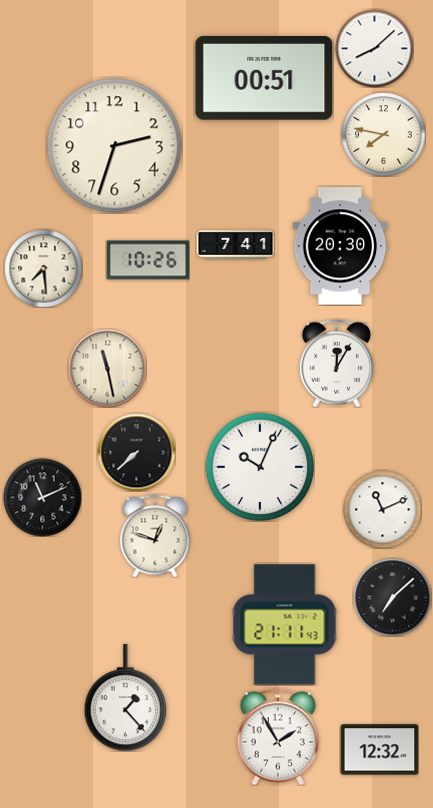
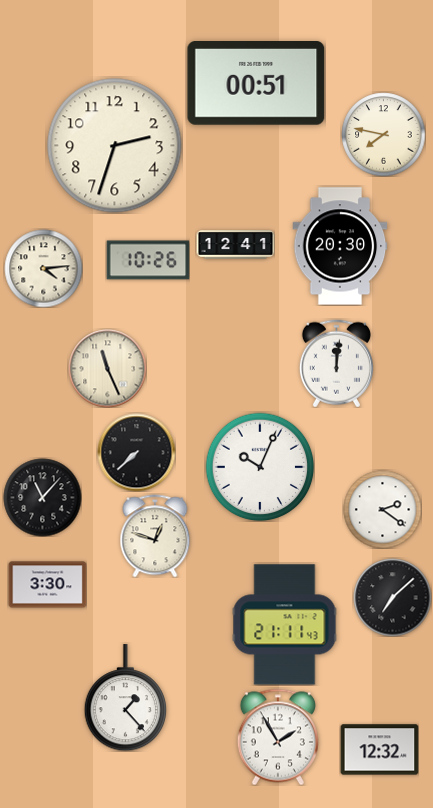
clock at (374, 48): 8:08 -> none
clock at (264, 79) position: (264, 79) -> (256, 84)
clock at (235, 245): 7:41 -> 12:41
clock at (43, 268): 7:29 -> 4:14
clock at (336, 363): 12:05 -> 12:01
clock at (107, 368): 11:28 -> 11:26
clock at (42, 497): 11:11 -> 11:07
clock at (382, 509): 11:11 -> 2:21
clock at (47, 585): none -> 3:30
